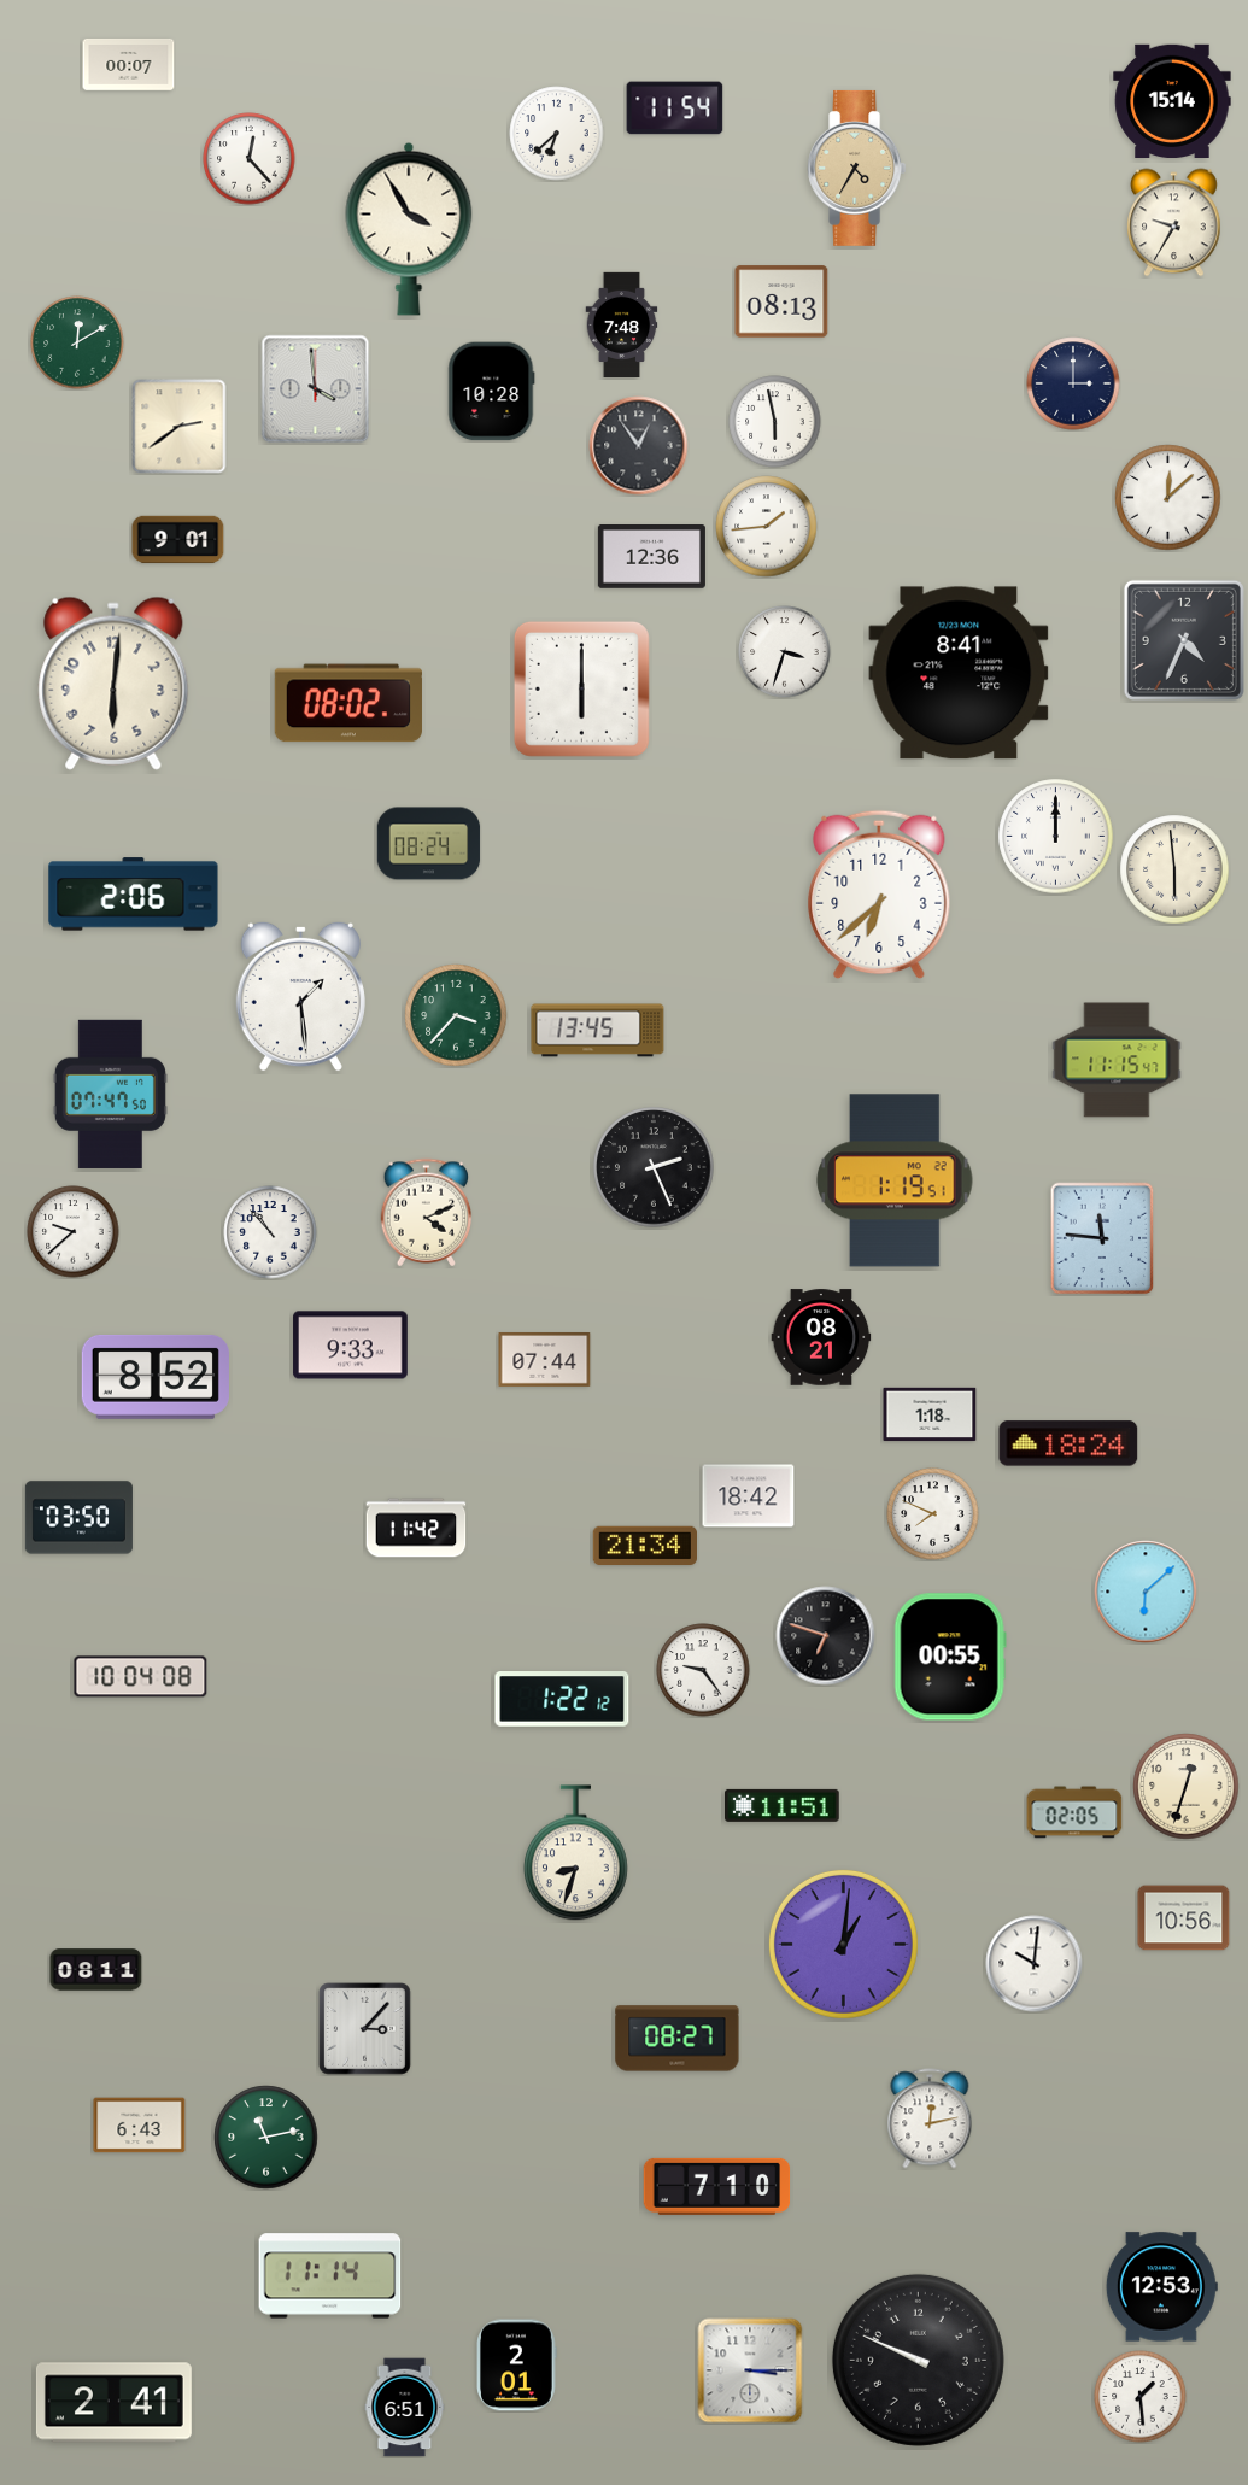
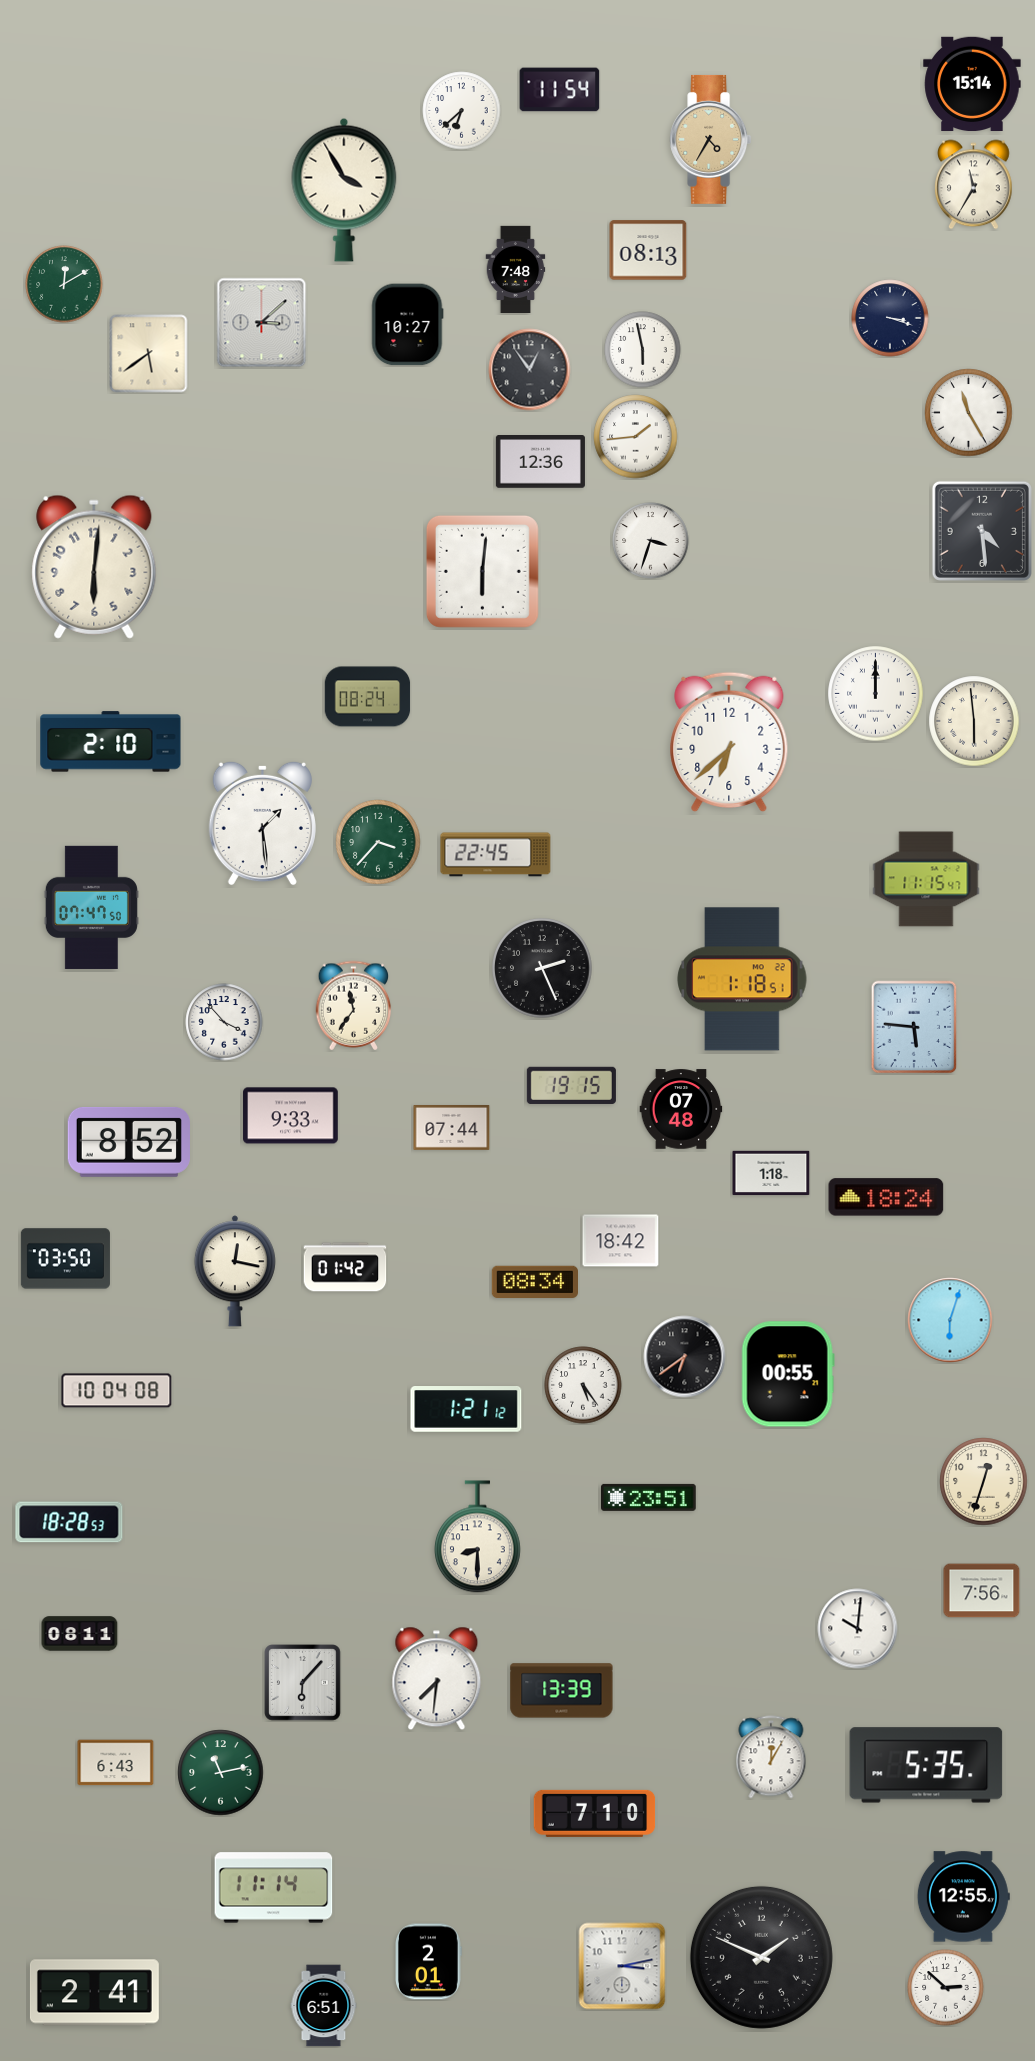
clock at (129, 65): 00:07 -> none
clock at (250, 159): 12:23 -> none
clock at (1174, 223): 9:35 -> 11:35
clock at (409, 229) position: (409, 229) -> (344, 190)
clock at (1073, 383): 3:00 -> 3:18
clock at (316, 389): 3:59 -> 3:08
clock at (492, 392): 10:28 -> 10:27
clock at (180, 427): 2:39 -> 5:39
clock at (1168, 498): 12:08 -> 11:25
clock at (178, 540): 9:01 -> none
clock at (1184, 640): 4:34 -> 4:29
clock at (959, 673): 8:41 -> none
clock at (581, 688): 6:00 -> 6:01
clock at (348, 703): 08:02 -> none
clock at (429, 844) position: (429, 844) -> (368, 697)
clock at (134, 895): 2:06 -> 2:10
clock at (300, 996) position: (300, 996) -> (262, 823)
clock at (598, 1031): 13:45 -> 22:45
clock at (895, 1180): 1:19 -> 1:18
clock at (427, 1213): 4:11 -> 11:36
clock at (74, 1232): 9:38 -> none
clock at (270, 1232): 10:53 -> 3:53
clock at (1102, 1238): 11:46 -> 5:46
clock at (571, 1085): none -> 19:15
clock at (821, 1337): 08:21 -> 07:48
clock at (933, 1514): 7:49 -> none
clock at (416, 1528): 11:42 -> 01:42
clock at (235, 1271): none -> 12:17
clock at (644, 1546): 21:34 -> 08:34
clock at (1146, 1592): 6:08 -> 6:03
clock at (826, 1636): 6:48 -> 6:39
clock at (703, 1670): 9:24 -> 5:24
clock at (562, 1700): 1:22 -> 1:21
clock at (783, 1805): 11:51 -> 23:51
clock at (1074, 1812): 02:05 -> none
clock at (69, 1522): none -> 18:28
clock at (575, 1853): 8:33 -> 8:30
clock at (1184, 1918): 10:56 -> 7:56
clock at (843, 1944): 1:01 -> none
clock at (437, 1679): none -> 7:31
clock at (365, 2029): 3:07 -> 6:07
clock at (678, 2039): 08:27 -> 13:39
clock at (930, 2118): 12:13 -> 12:05
clock at (926, 1765): none -> 5:35
clock at (1161, 2287): 12:53 -> 12:55
clock at (918, 2360): 9:49 -> 1:49
clock at (750, 2370): 3:15 -> 3:13
clock at (1141, 2397): 1:29 -> 2:52
clock at (405, 2408) position: (405, 2408) -> (324, 2006)
